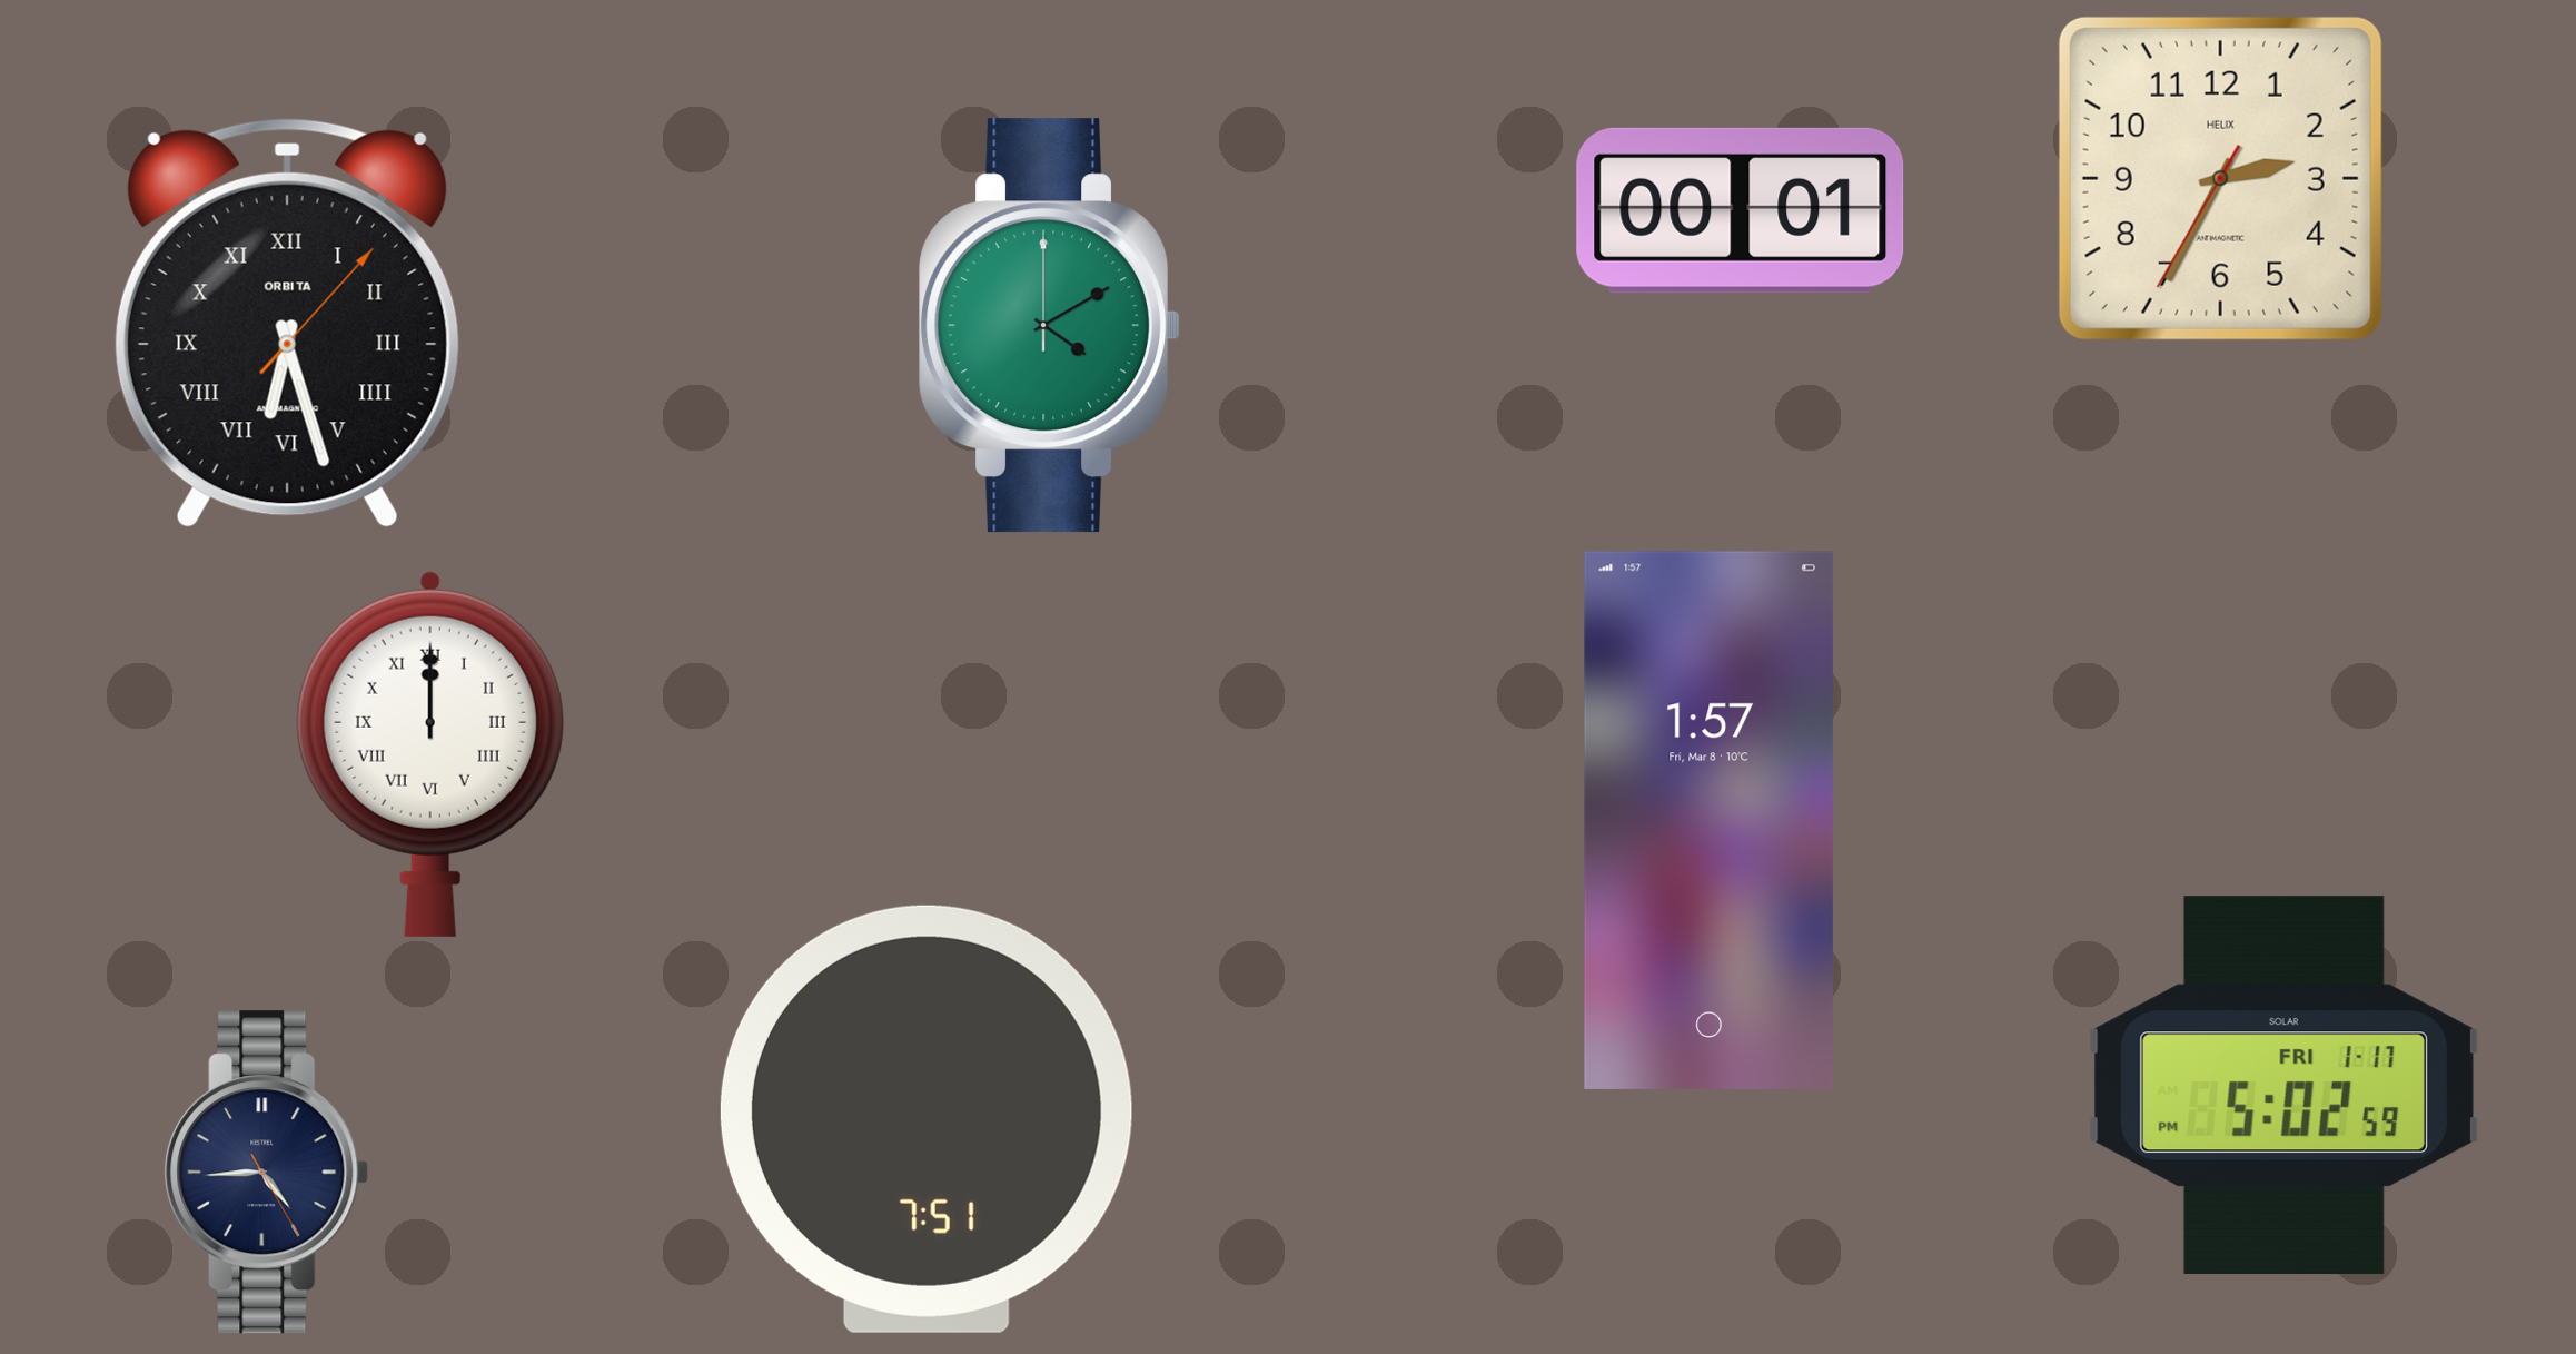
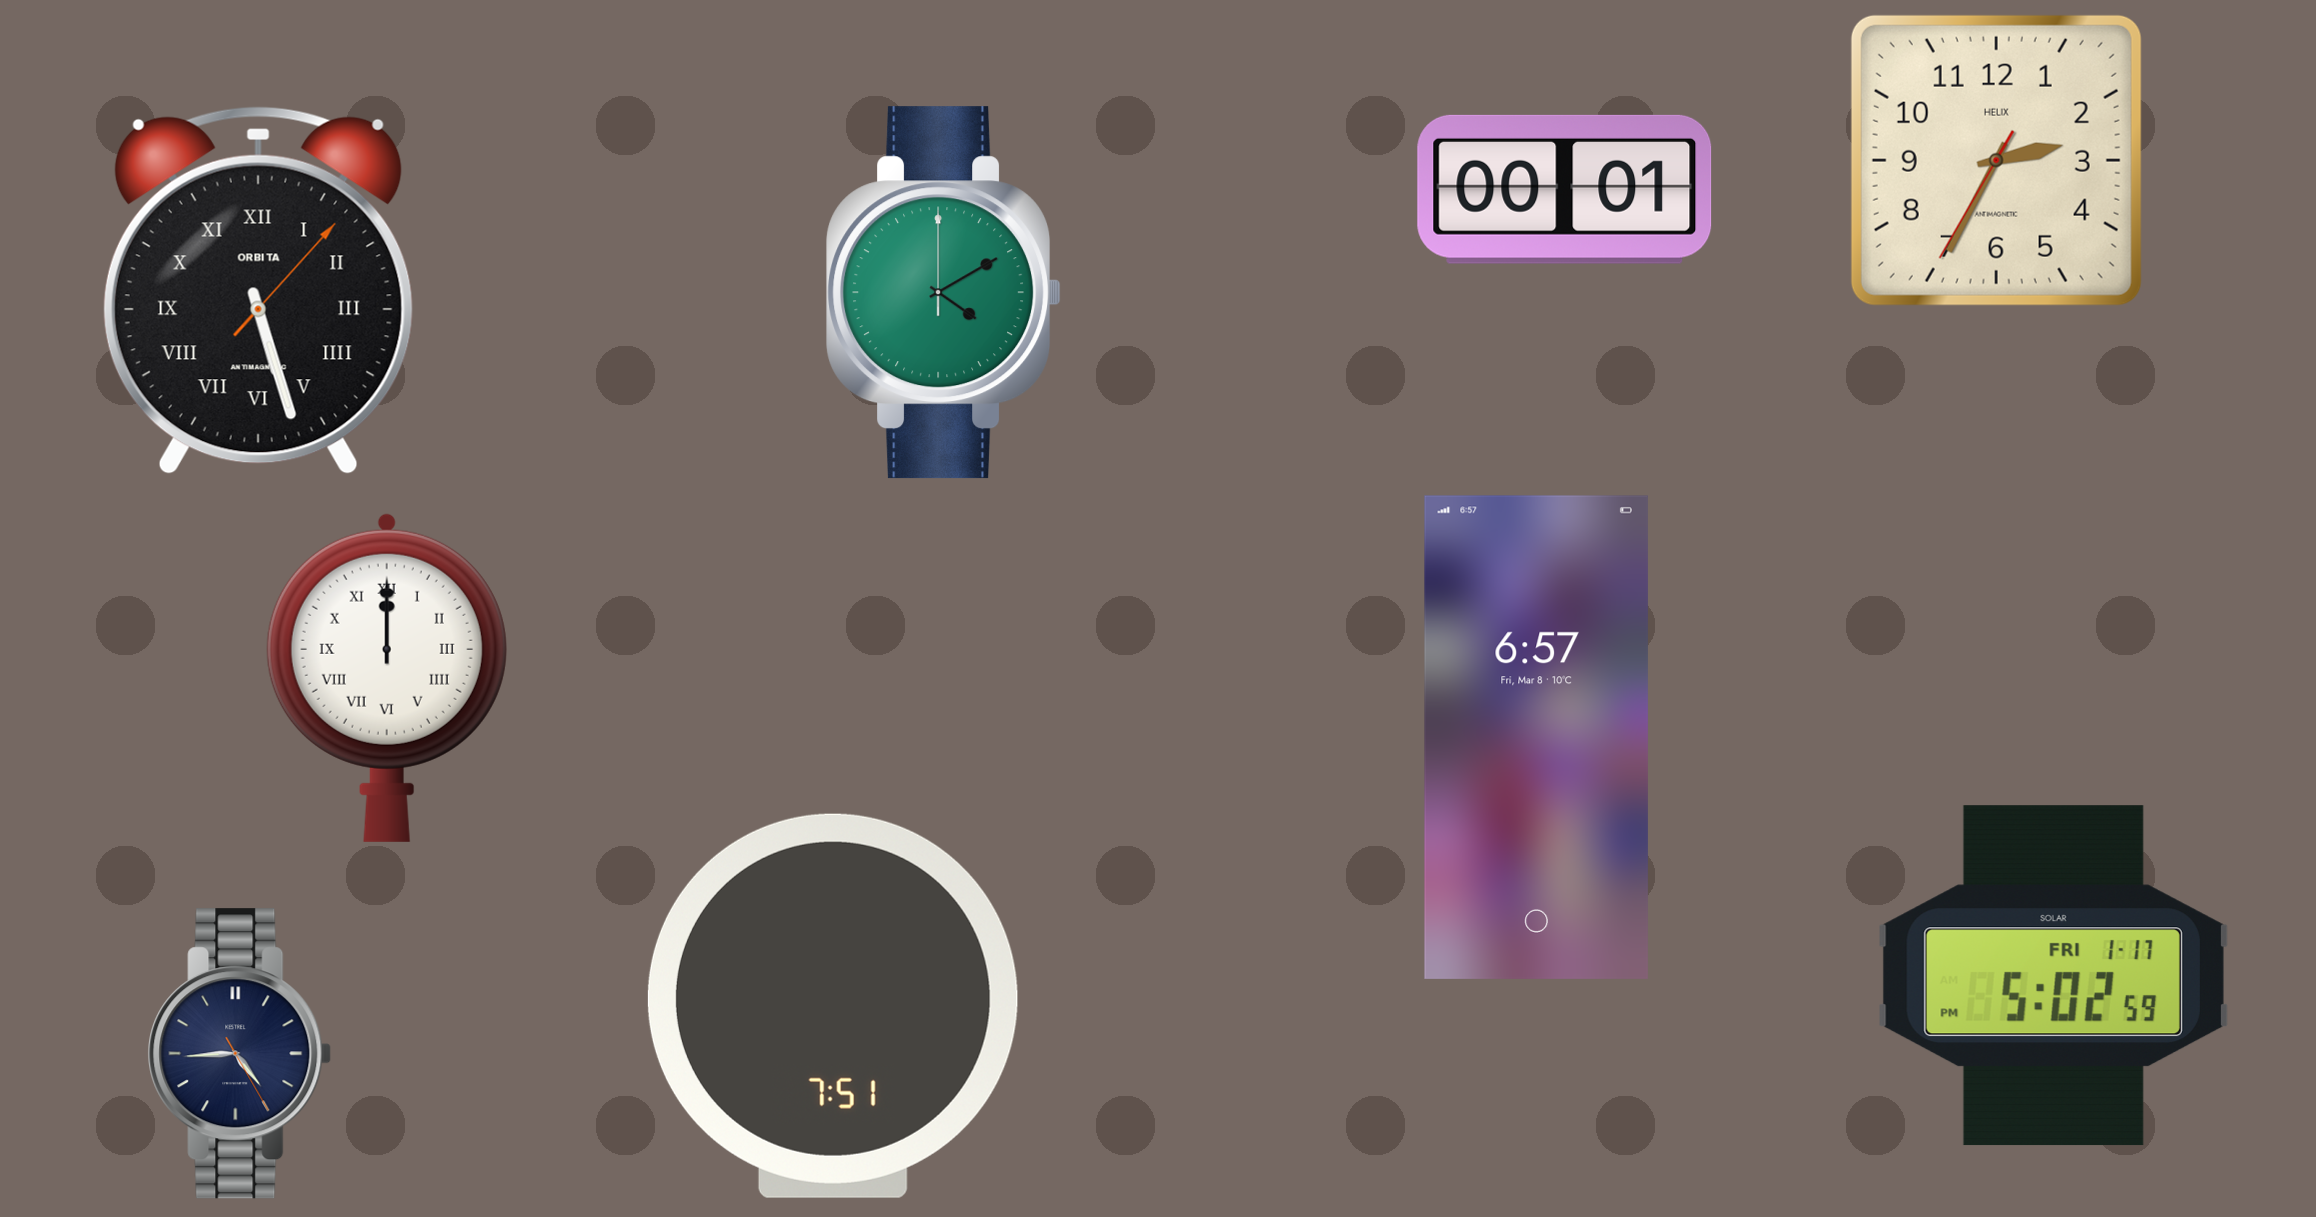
clock at (287, 323): 6:27 -> 5:27
clock at (1708, 820): 1:57 -> 6:57
